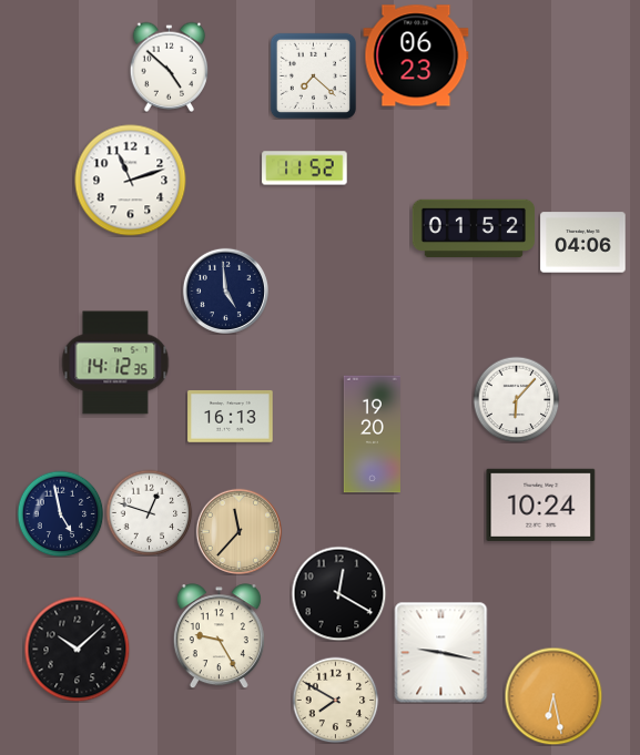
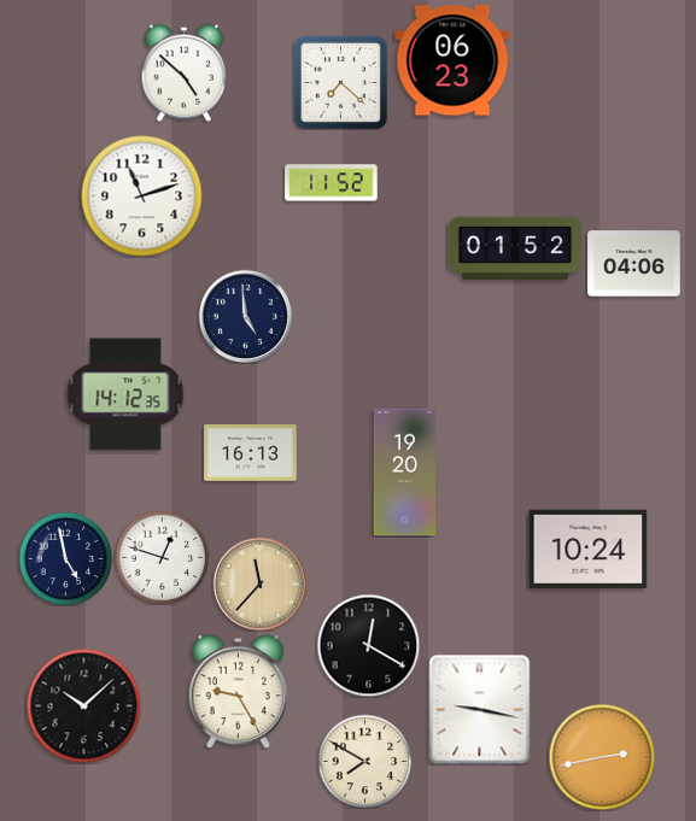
clock at (516, 399): 6:07 -> none
clock at (238, 531) position: (238, 531) -> (259, 584)
clock at (553, 696): 6:28 -> 2:43
